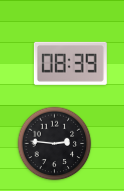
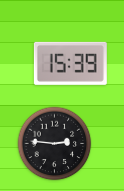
clock at (70, 63): 08:39 -> 15:39
